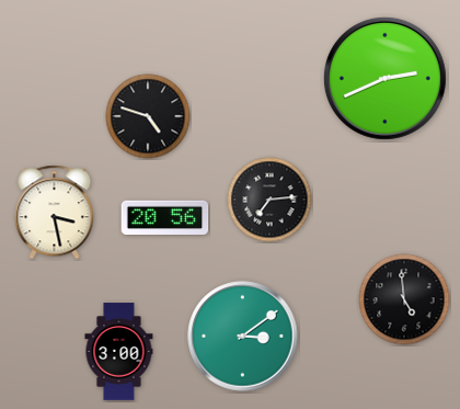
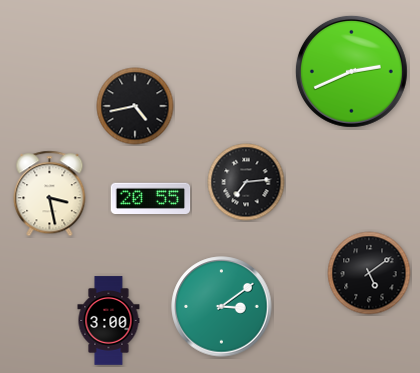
clock at (148, 116): 4:48 -> 4:43
clock at (165, 217): 20:56 -> 20:55
clock at (404, 299): 4:59 -> 5:09
